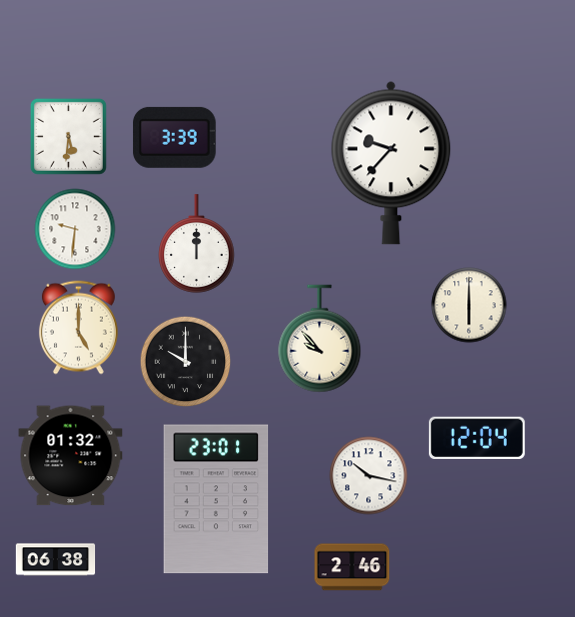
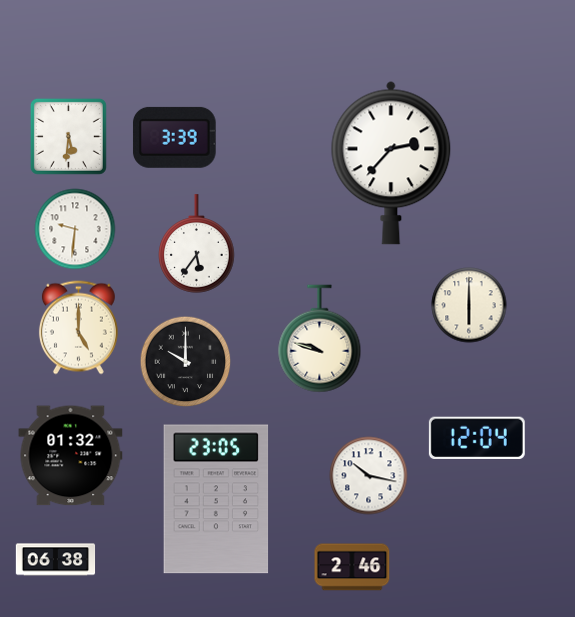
clock at (391, 163): 9:37 -> 2:37
clock at (197, 244): 12:00 -> 5:36
clock at (320, 339): 9:53 -> 9:48
clock at (216, 499): 23:01 -> 23:05
